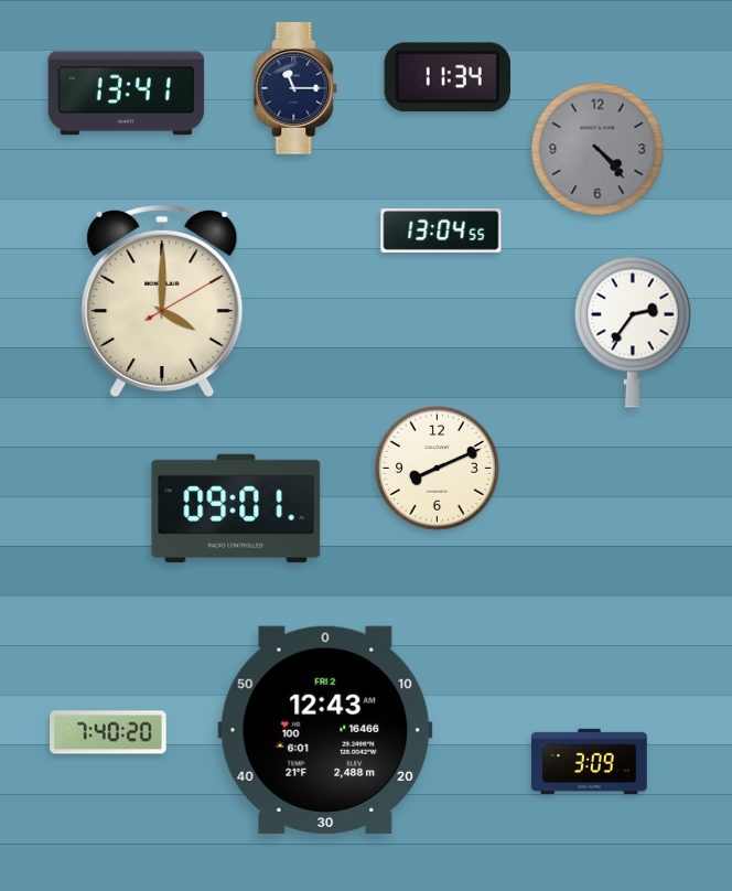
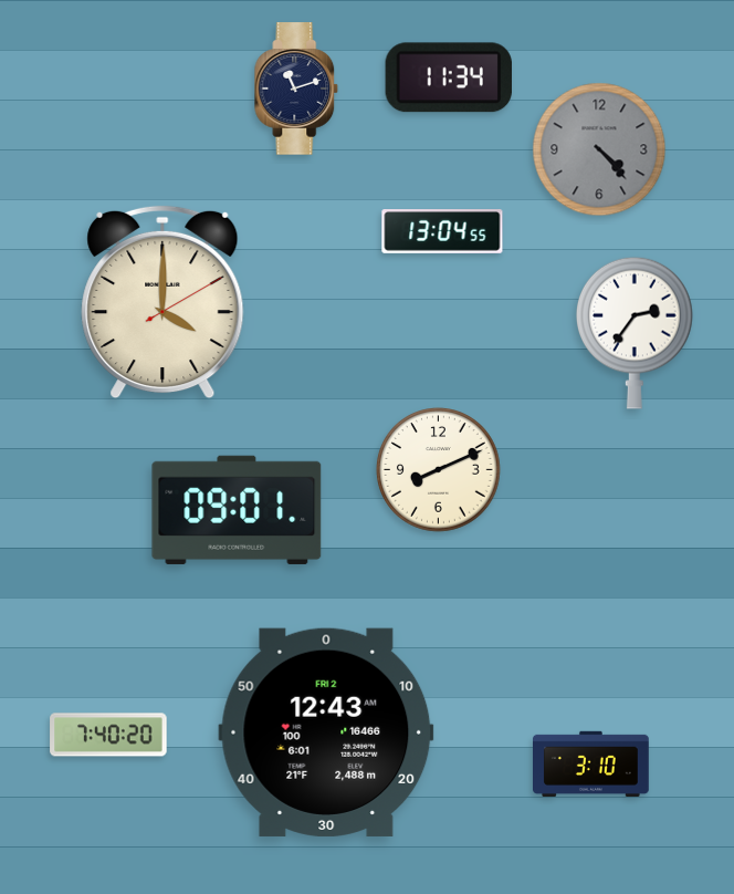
clock at (295, 88): 11:15 -> 11:12
clock at (127, 94): 13:41 -> none
clock at (590, 761): 3:09 -> 3:10
